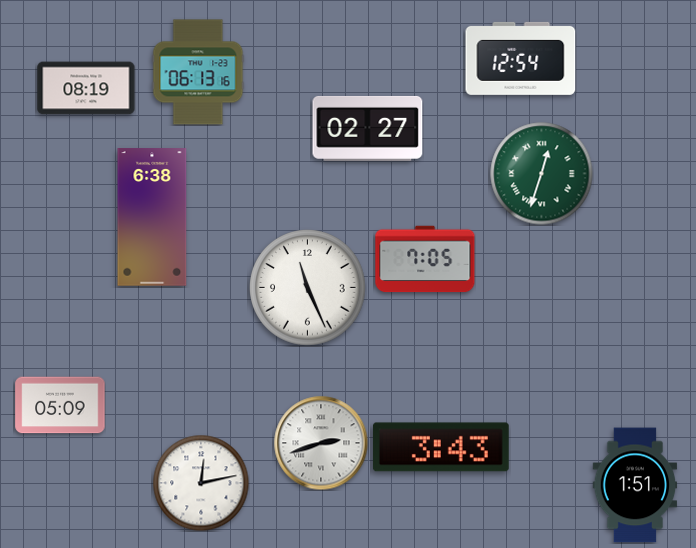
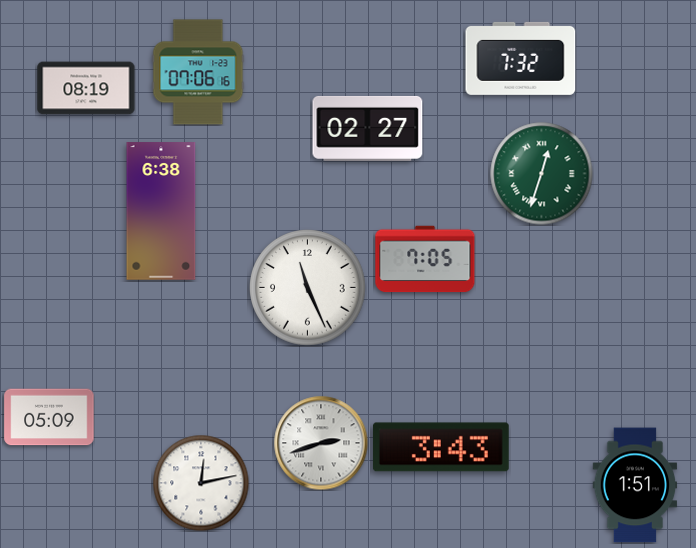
clock at (521, 58): 12:54 -> 7:32
clock at (198, 72): 06:13 -> 07:06
clock at (152, 217) position: (152, 217) -> (161, 211)
clock at (60, 405) position: (60, 405) -> (49, 417)
